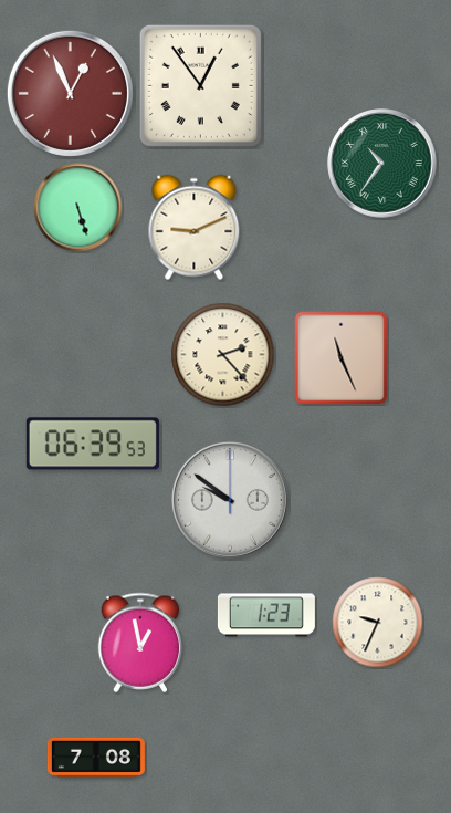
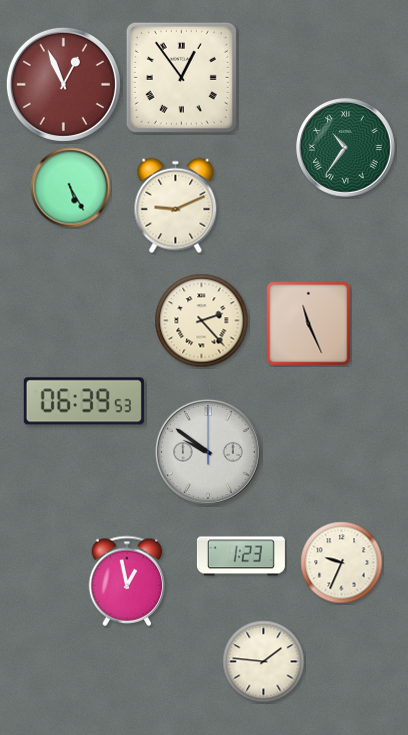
clock at (78, 208): 5:27 -> 5:25
clock at (264, 662): none -> 1:46
clock at (96, 758): 7:08 -> none
